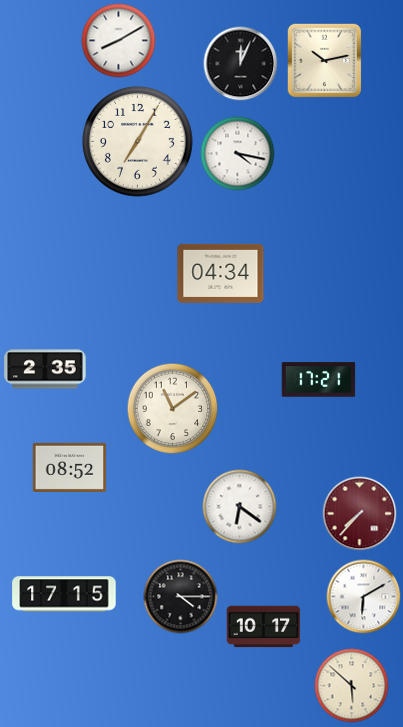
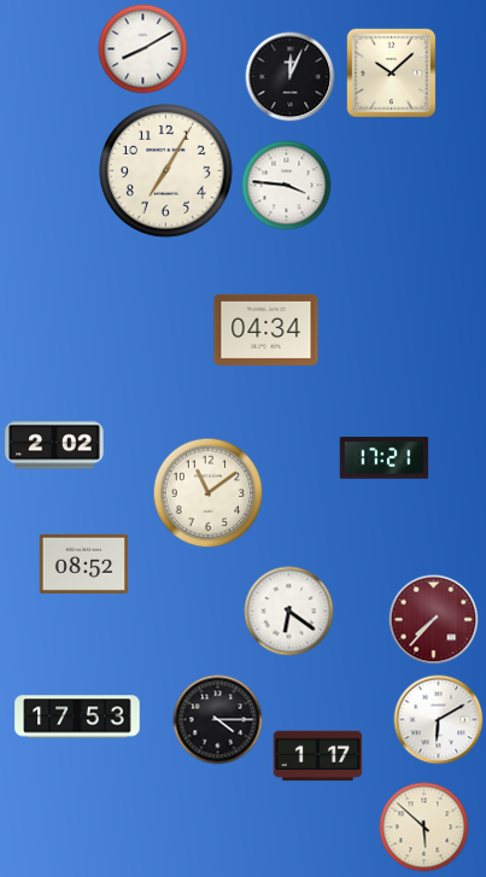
clock at (325, 61): 10:13 -> 10:08
clock at (238, 154): 4:17 -> 3:46
clock at (45, 369): 2:35 -> 2:02
clock at (64, 594): 17:15 -> 17:53
clock at (264, 627): 10:17 -> 1:17
